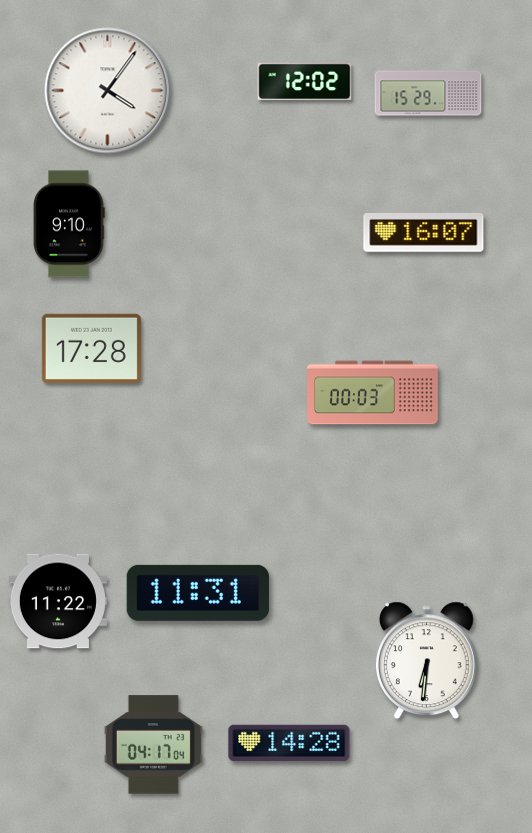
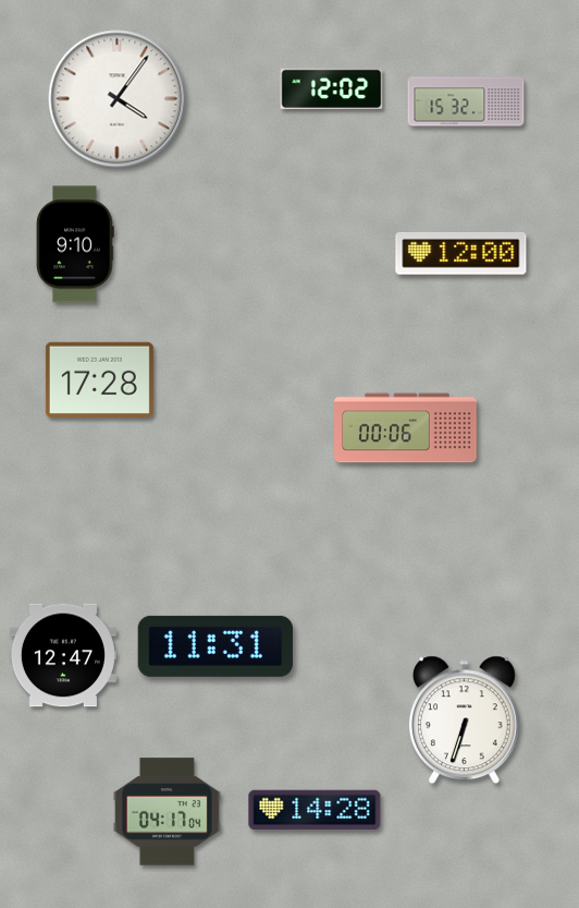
clock at (428, 93): 15:29 -> 15:32
clock at (424, 233): 16:07 -> 12:00
clock at (373, 393): 00:03 -> 00:06
clock at (58, 601): 11:22 -> 12:47
clock at (426, 661): 6:31 -> 6:33
